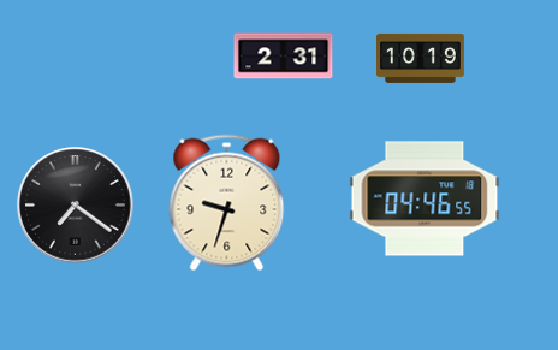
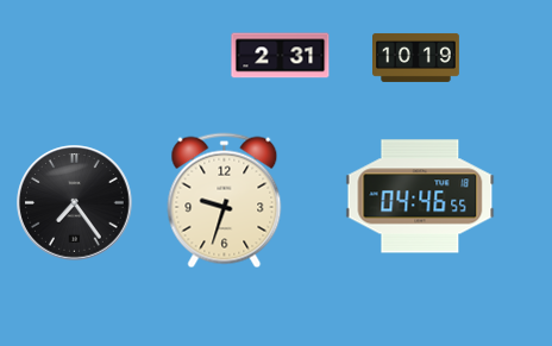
clock at (76, 206): 7:21 -> 7:24
